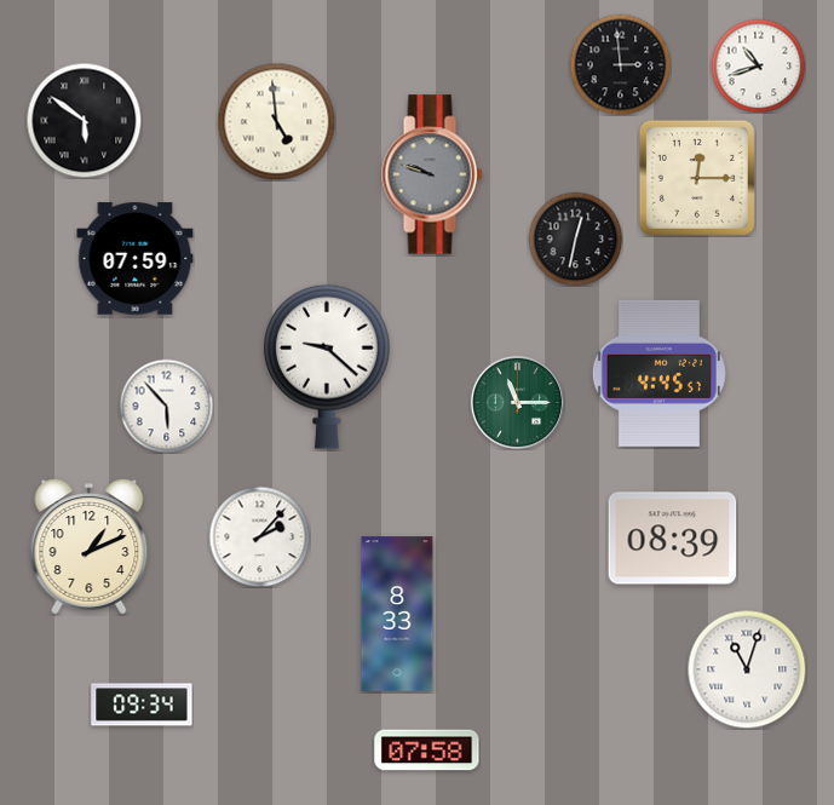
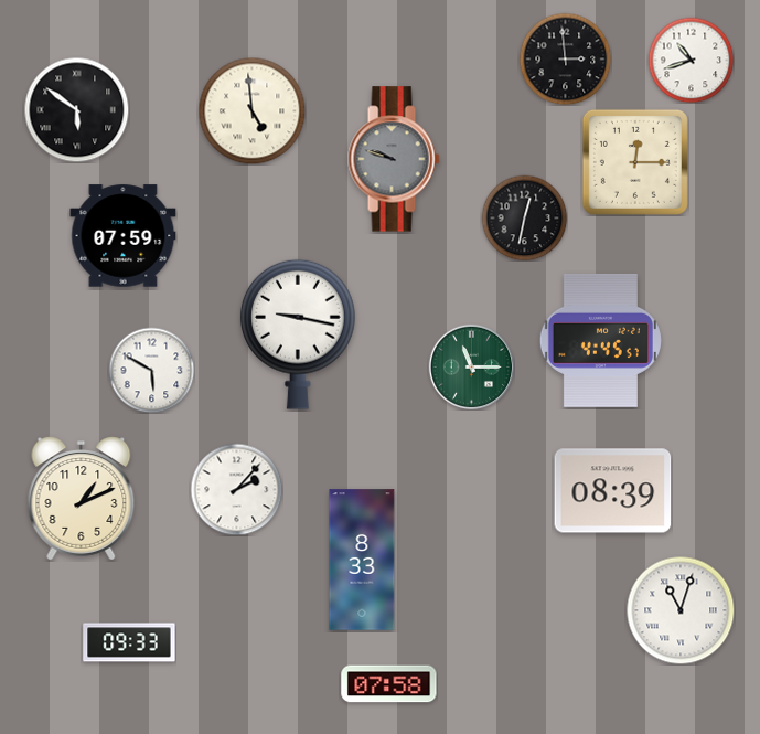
clock at (327, 367): 9:22 -> 9:17
clock at (166, 406): 5:53 -> 5:50
clock at (142, 705): 09:34 -> 09:33
